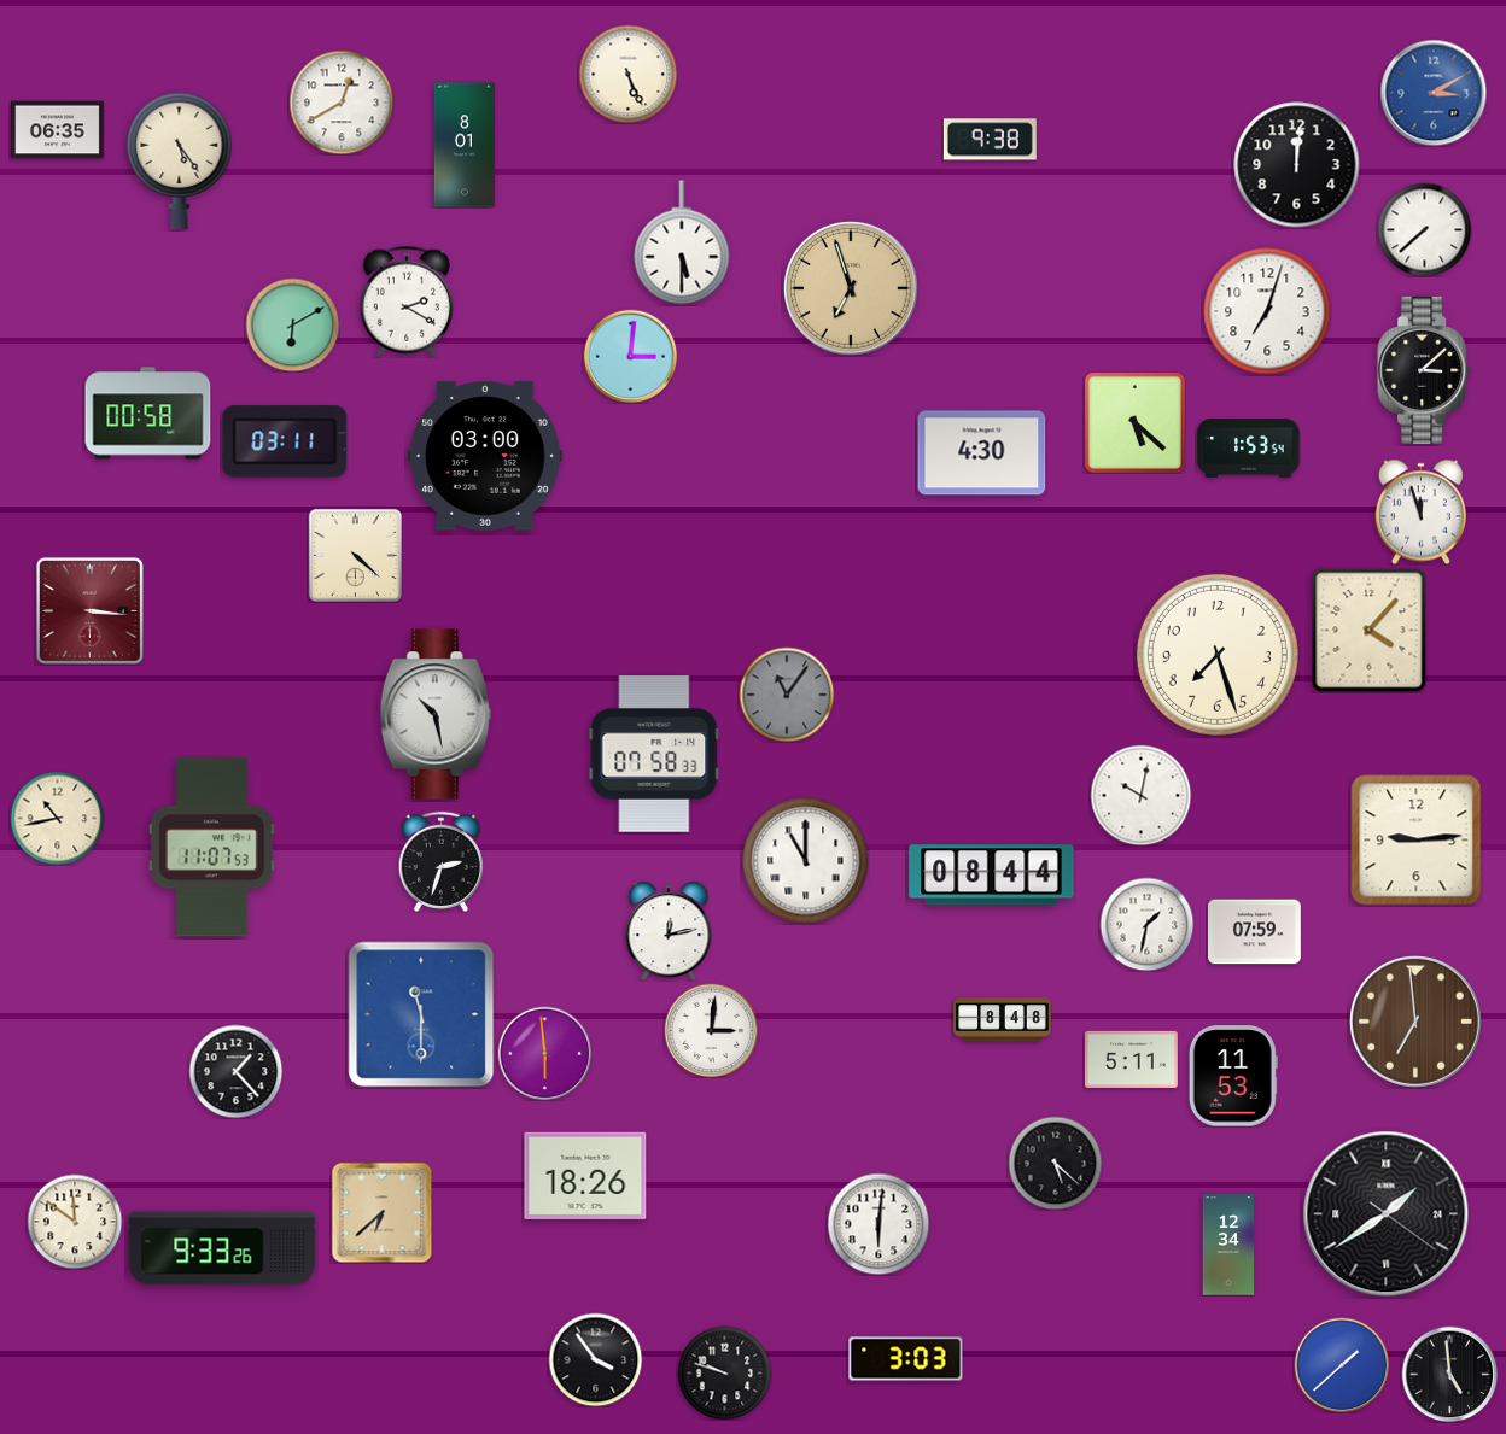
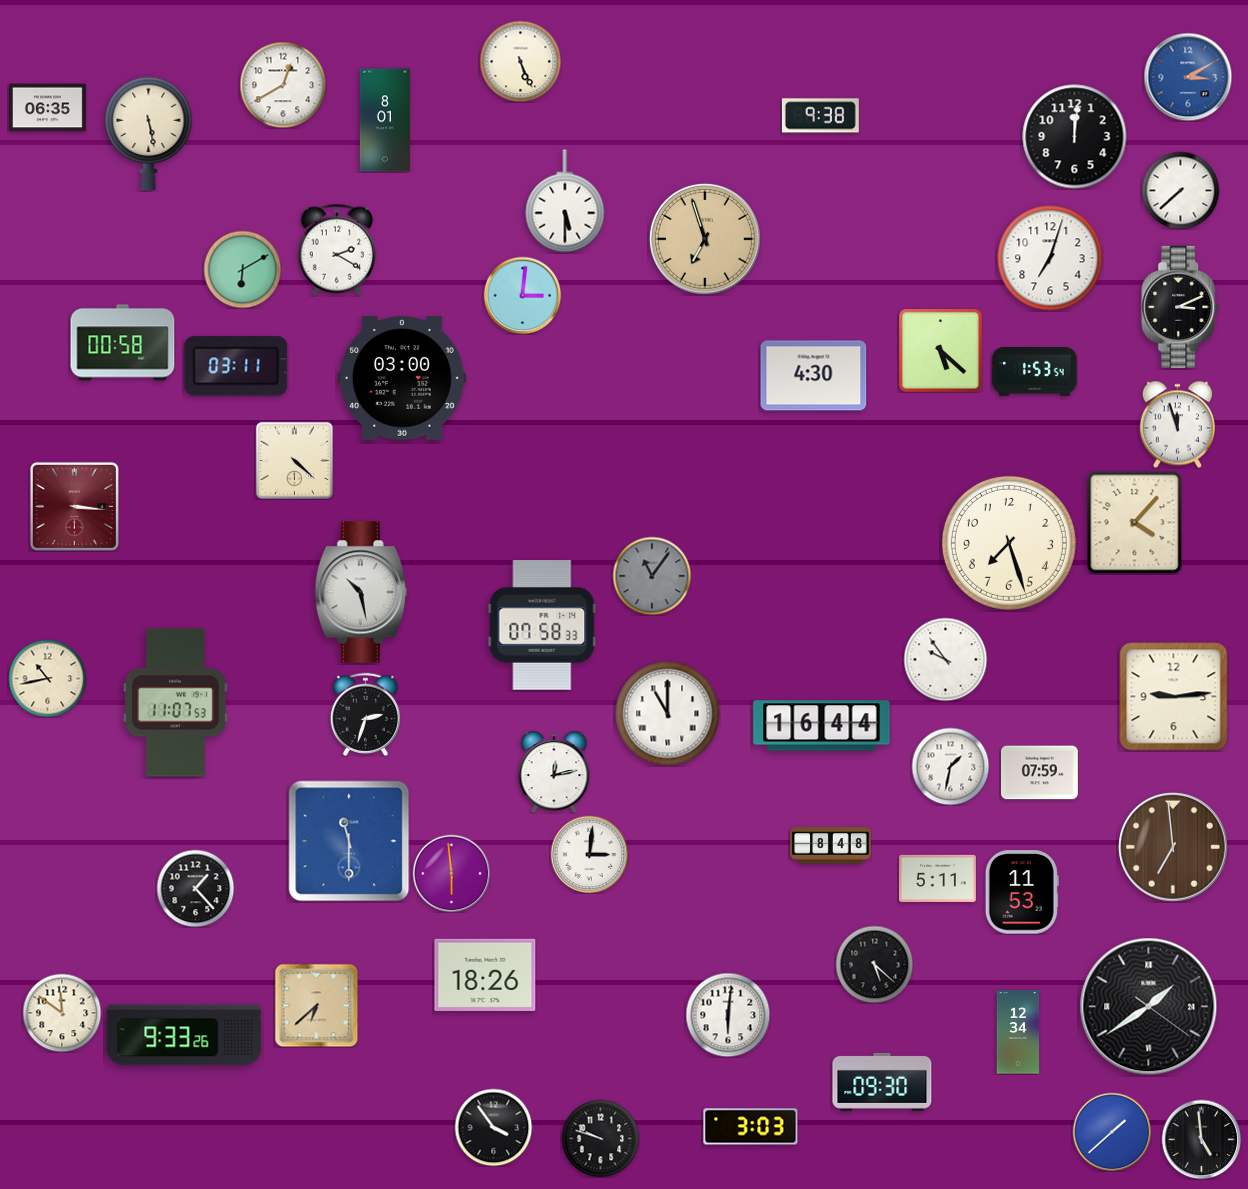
clock at (180, 162): 5:24 -> 5:28
clock at (1425, 370): 3:08 -> 3:11
clock at (1140, 795): 10:02 -> 9:54
clock at (992, 876): 08:44 -> 16:44
clock at (882, 1082): none -> 09:30
